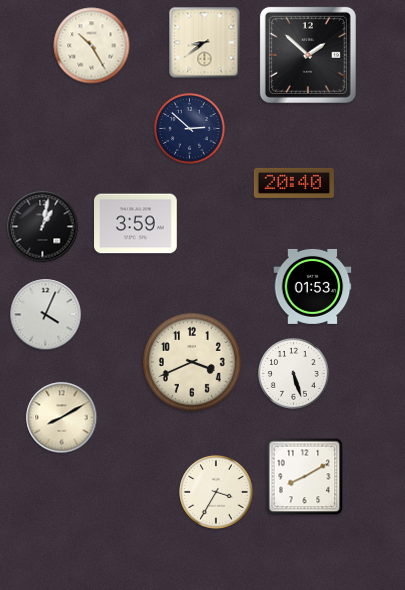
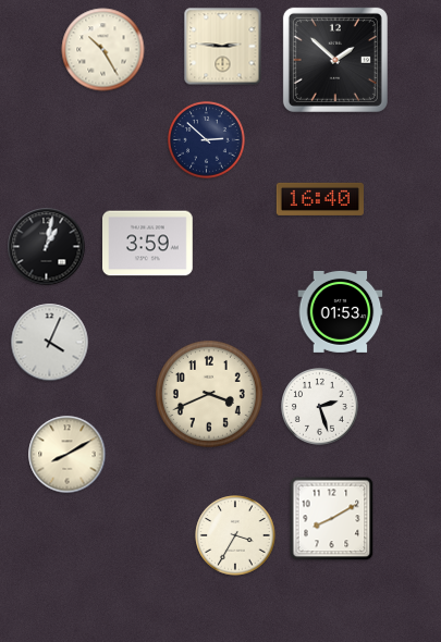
clock at (205, 43): 8:39 -> 2:46
clock at (92, 46) position: (92, 46) -> (103, 50)
clock at (294, 183): 20:40 -> 16:40
clock at (294, 374): 5:27 -> 2:27
